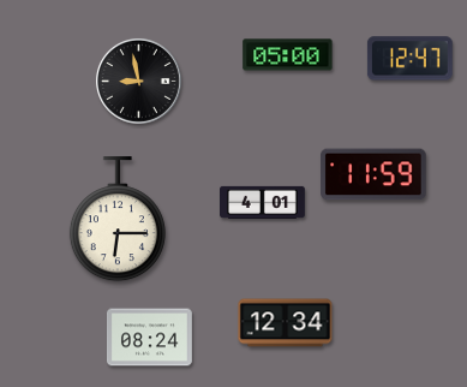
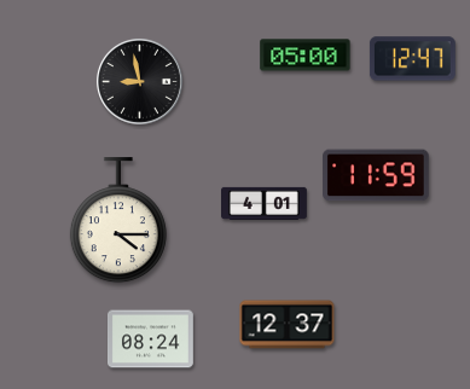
clock at (288, 55) position: (288, 55) -> (306, 56)
clock at (118, 220): 6:15 -> 4:15
clock at (286, 323): 12:34 -> 12:37
